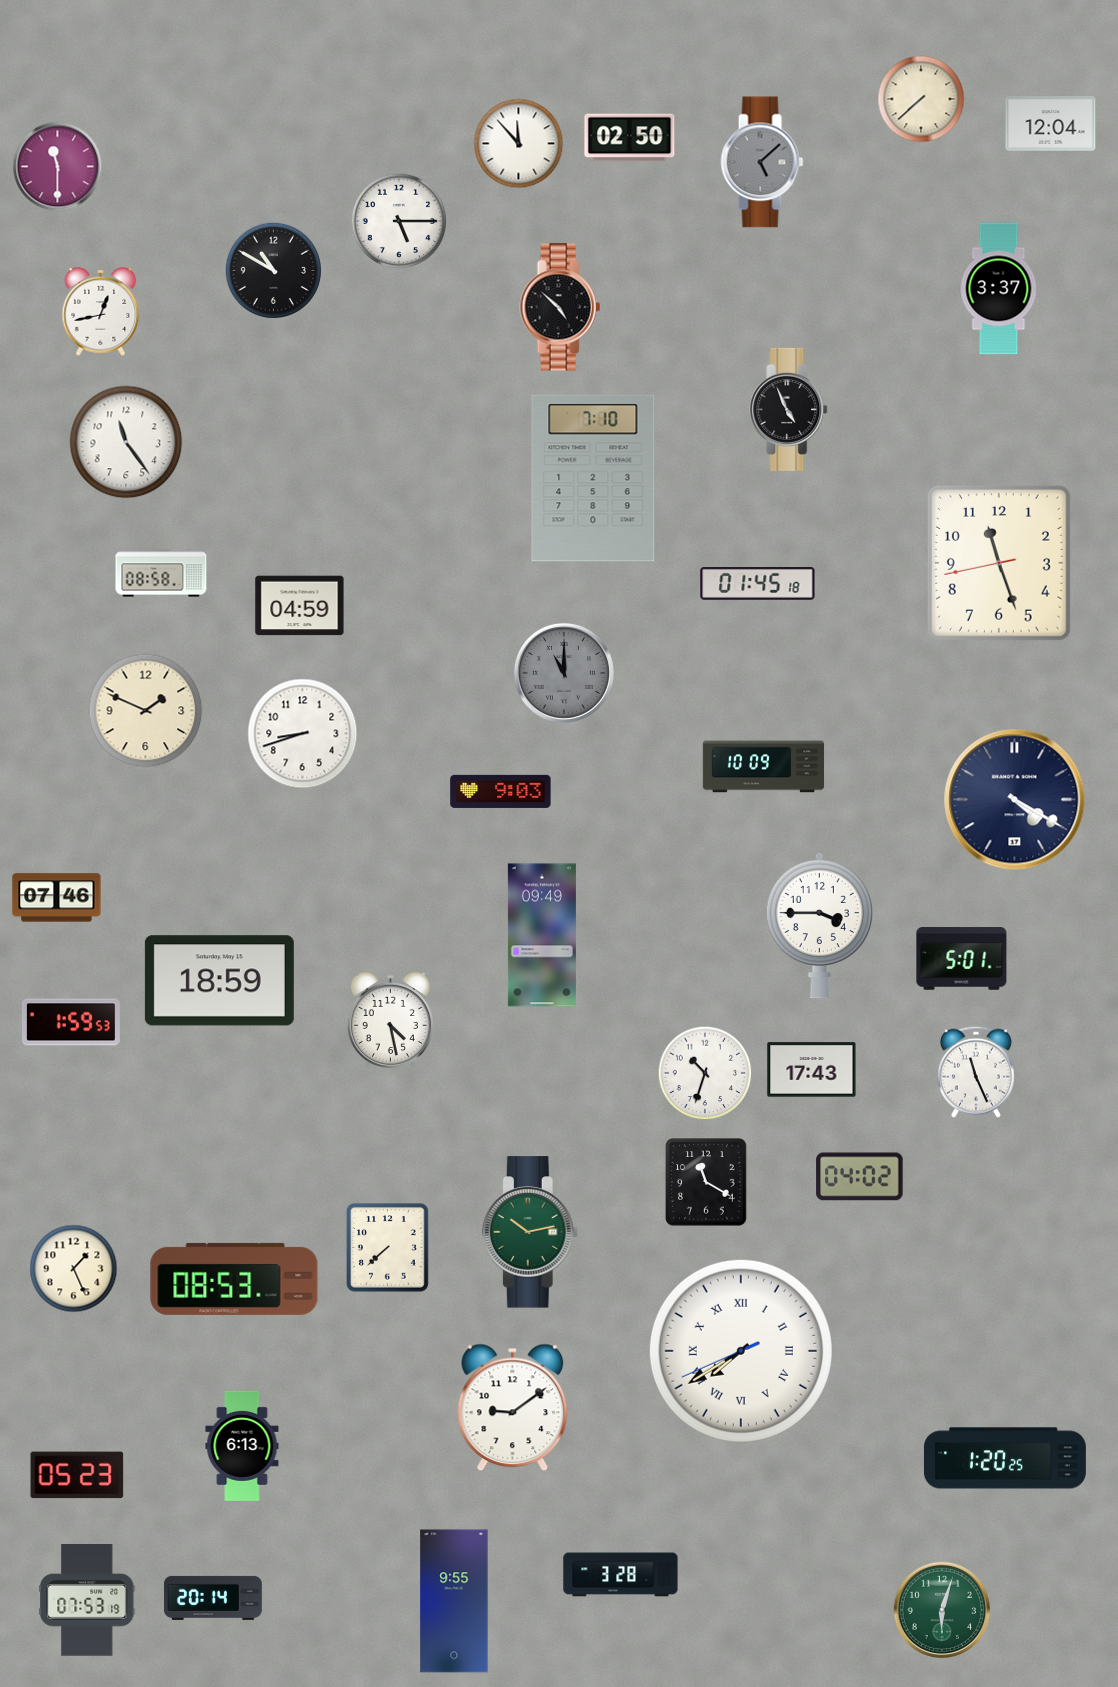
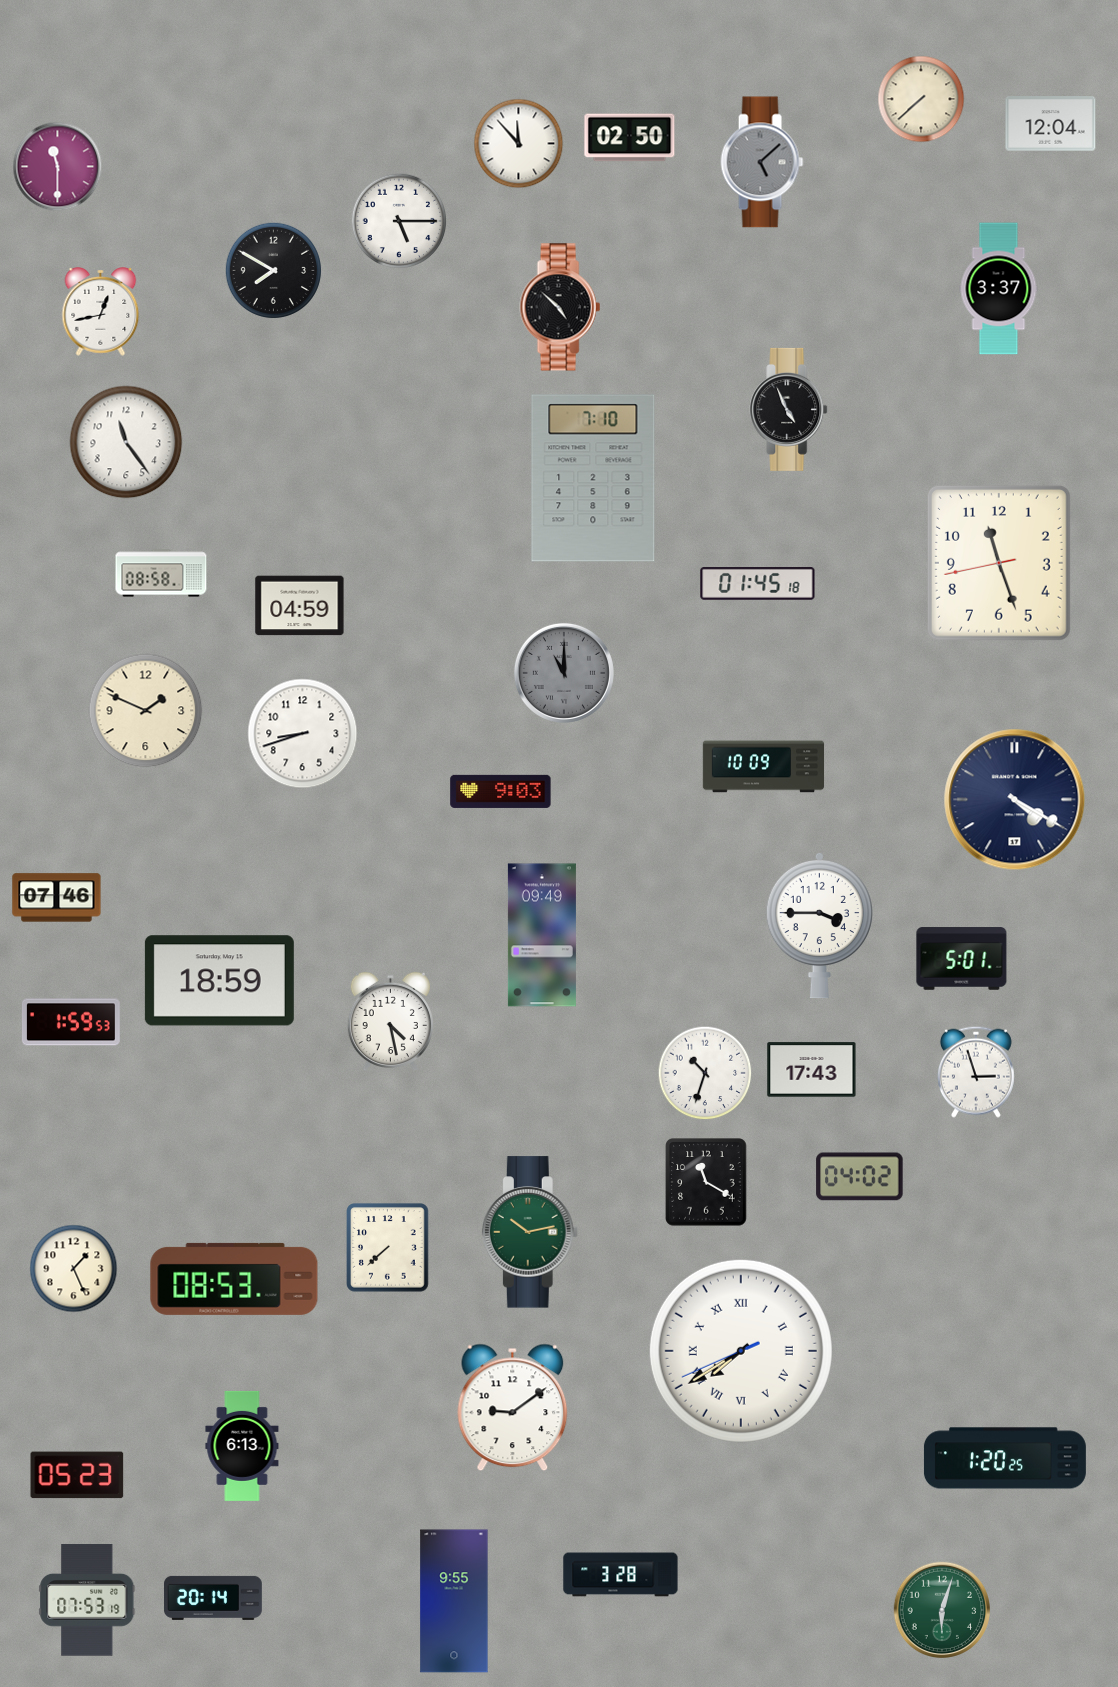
clock at (273, 270): 10:50 -> 7:50
clock at (976, 1072): 11:26 -> 2:57
